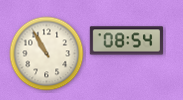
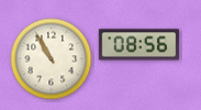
clock at (127, 41): 08:54 -> 08:56
